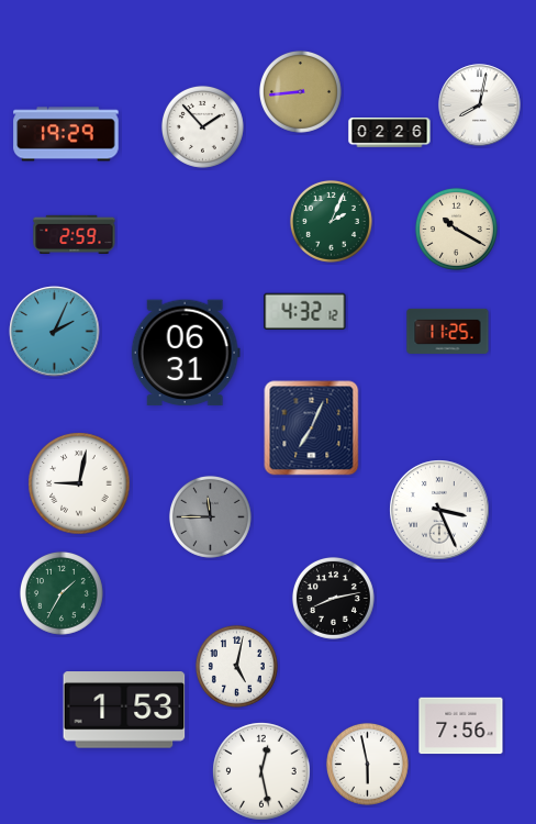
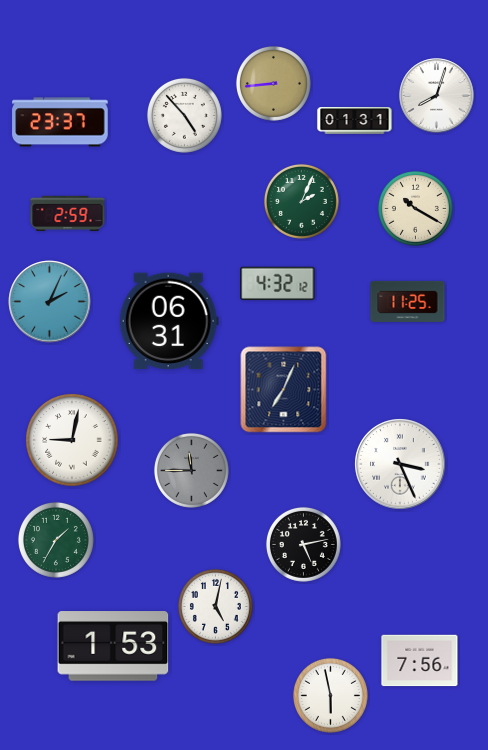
clock at (480, 105): 8:02 -> 8:03
clock at (202, 126): 1:53 -> 4:53
clock at (390, 133): 02:26 -> 01:31
clock at (66, 134): 19:29 -> 23:37
clock at (333, 598): 8:13 -> 5:13
clock at (367, 764) position: (367, 764) -> (330, 695)
clock at (261, 771): 12:28 -> none
